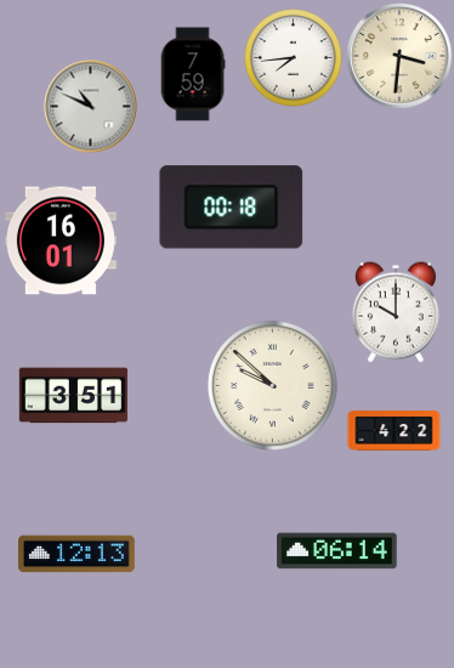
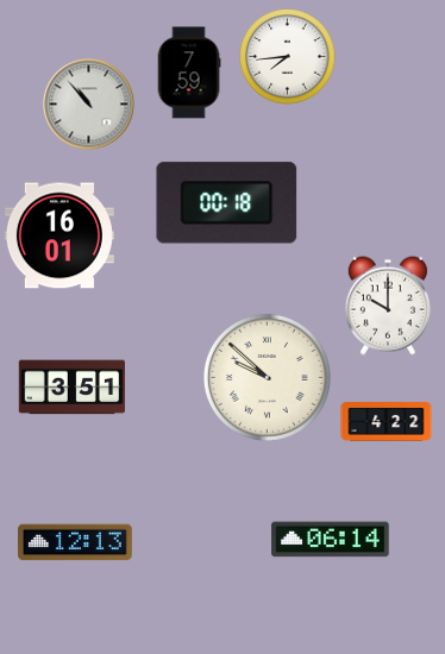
clock at (399, 56): 3:31 -> none
clock at (91, 107): 10:49 -> 10:53
